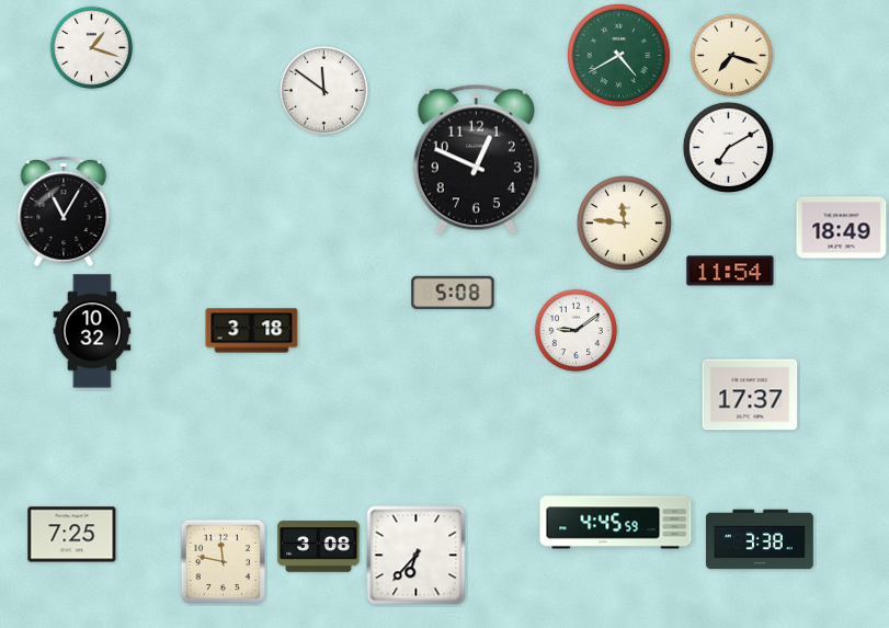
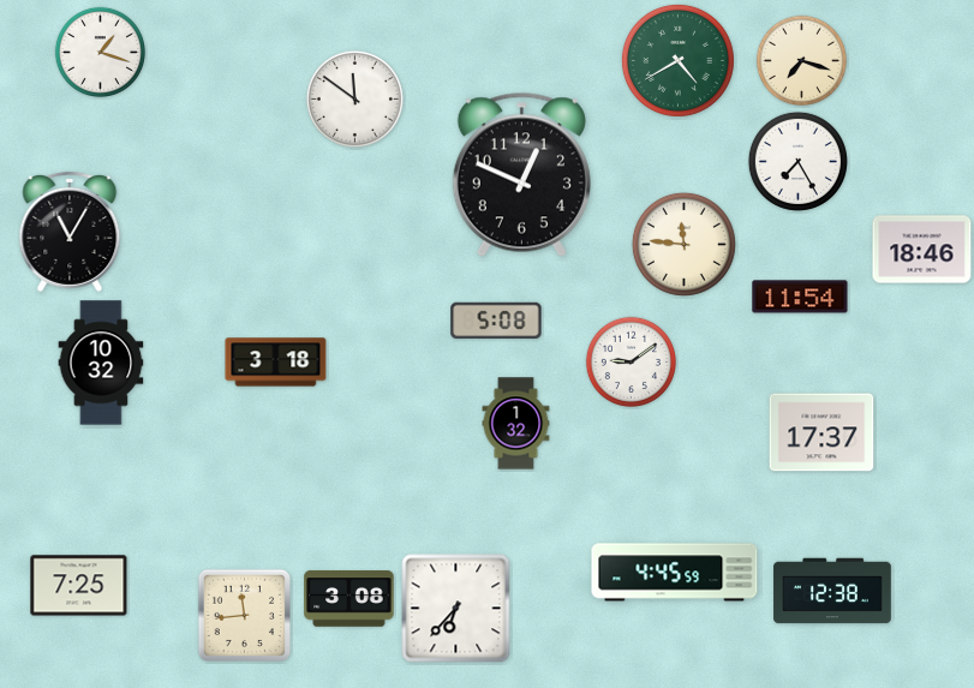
clock at (728, 147): 7:10 -> 7:25
clock at (842, 228): 18:49 -> 18:46
clock at (516, 424): none -> 1:32
clock at (760, 539): 3:38 -> 12:38
clock at (224, 562): 11:47 -> 11:44
